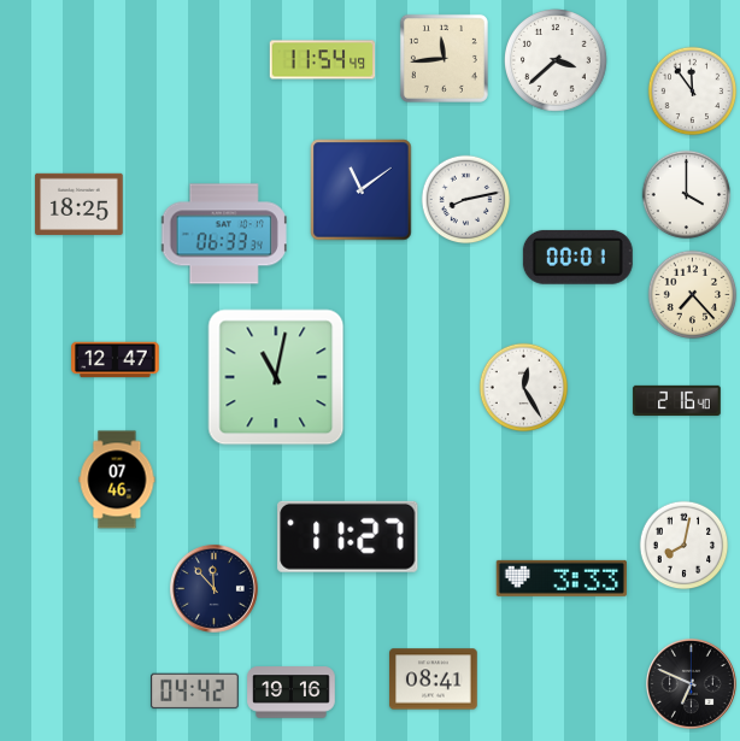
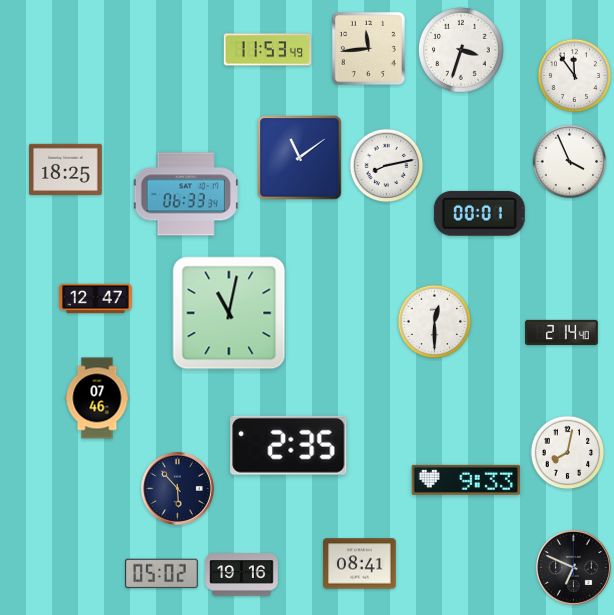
clock at (323, 60): 11:54 -> 11:53
clock at (557, 61): 3:38 -> 3:33
clock at (687, 195): 4:00 -> 3:56
clock at (693, 295): 7:23 -> none
clock at (524, 388): 12:25 -> 12:30
clock at (677, 400): 2:16 -> 2:14
clock at (348, 536): 11:27 -> 2:35
clock at (562, 578): 3:33 -> 9:33
clock at (213, 588): 11:53 -> 5:53
clock at (195, 692): 04:42 -> 05:02
